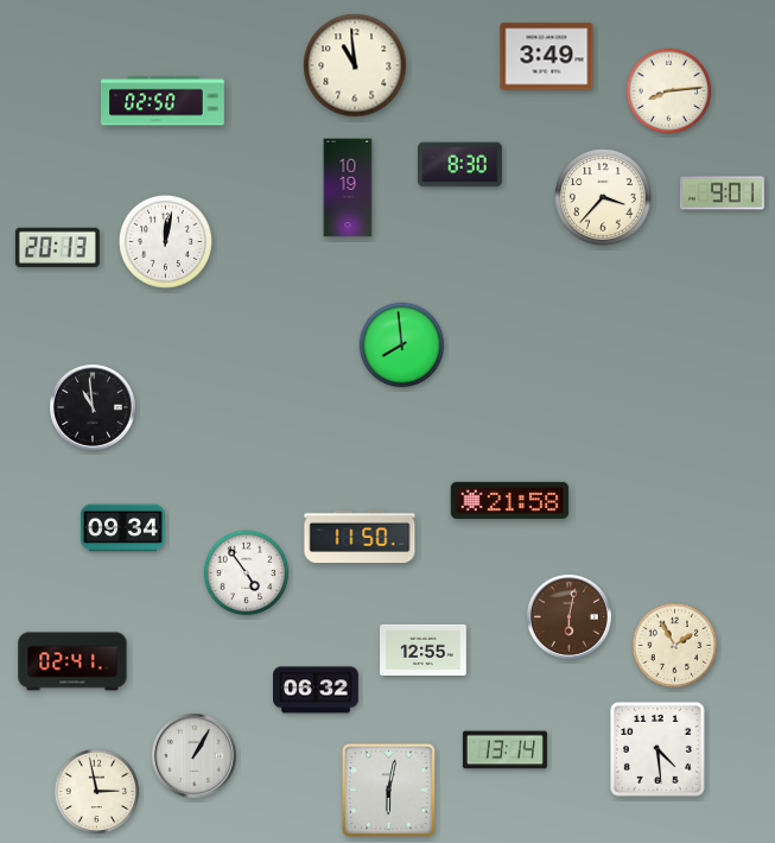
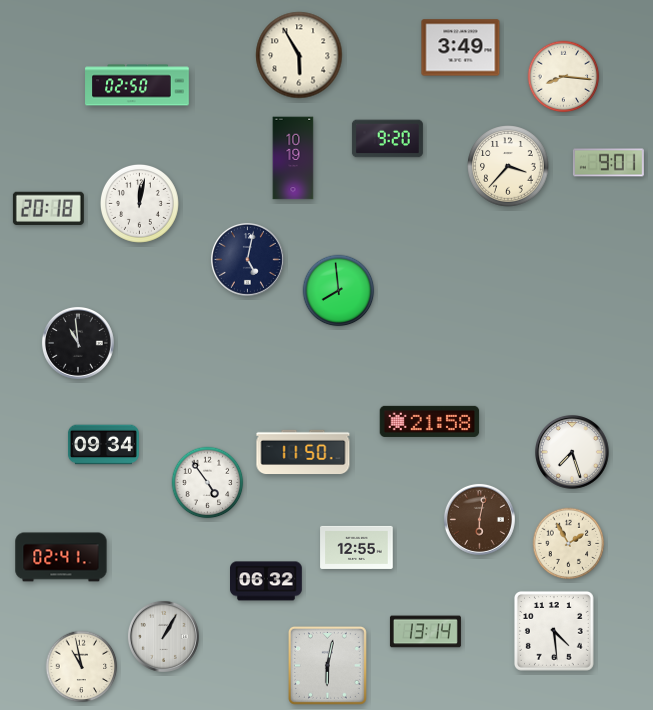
clock at (355, 65): 10:59 -> 5:55
clock at (669, 91): 8:14 -> 8:16
clock at (459, 165): 8:30 -> 9:20
clock at (57, 247): 20:13 -> 20:18
clock at (247, 259): none -> 5:02
clock at (573, 453): none -> 7:27
clock at (97, 792): 2:58 -> 10:58
